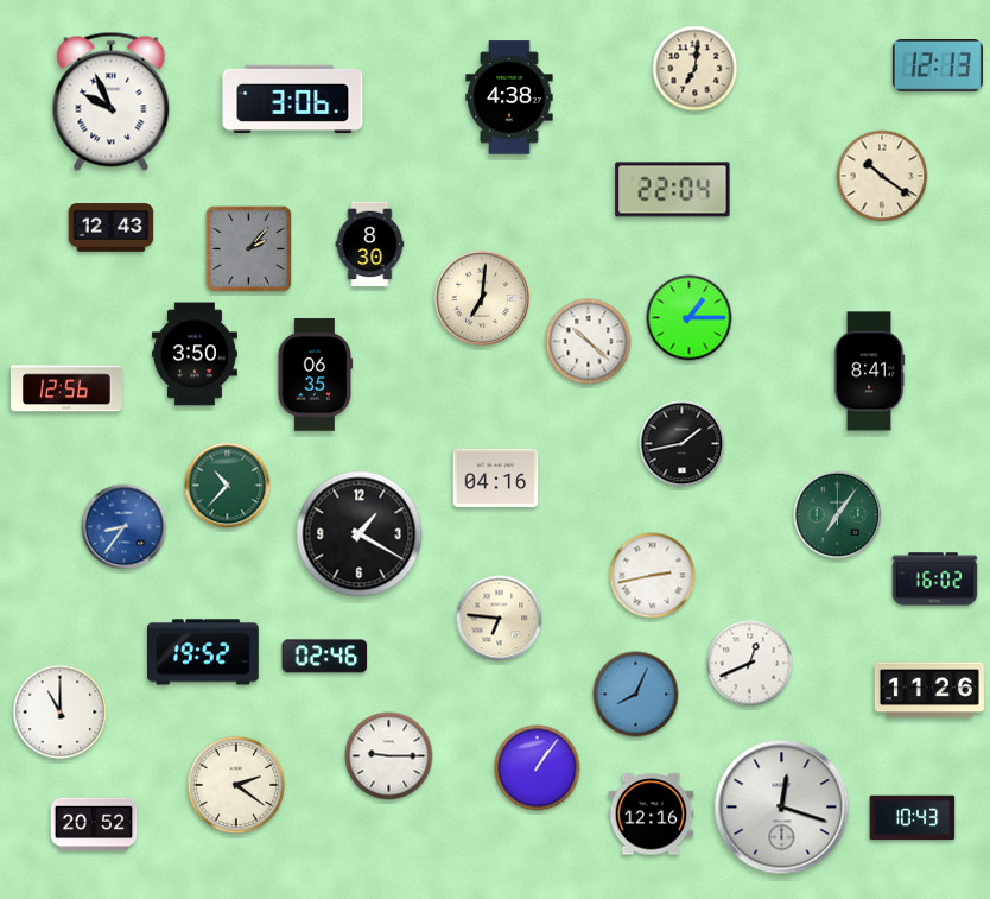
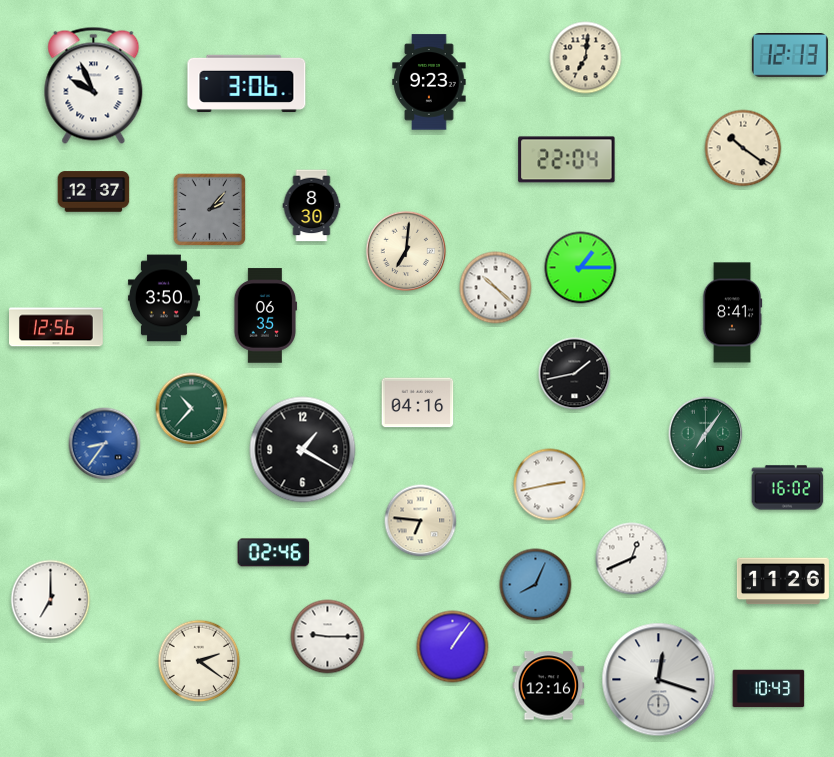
clock at (509, 97): 4:38 -> 9:23
clock at (112, 228): 12:43 -> 12:37
clock at (204, 652): 19:52 -> none
clock at (61, 713): 11:00 -> 7:00
clock at (94, 824): 20:52 -> none
